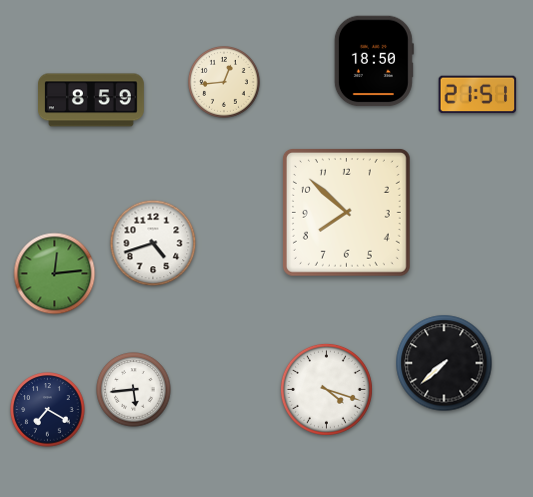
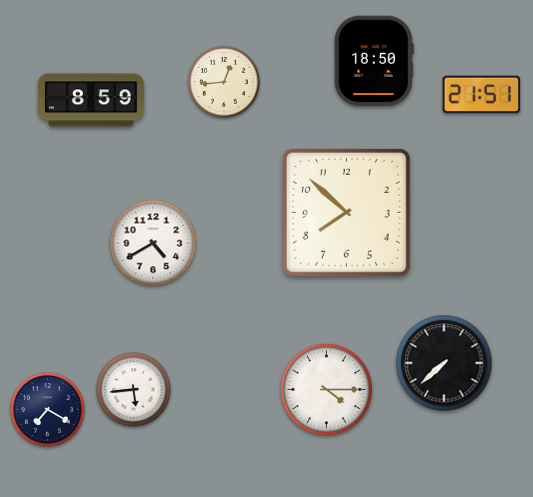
clock at (478, 95) position: (478, 95) -> (482, 95)
clock at (153, 243): 4:42 -> 4:40
clock at (55, 274): 12:14 -> none
clock at (326, 389): 4:18 -> 4:15
